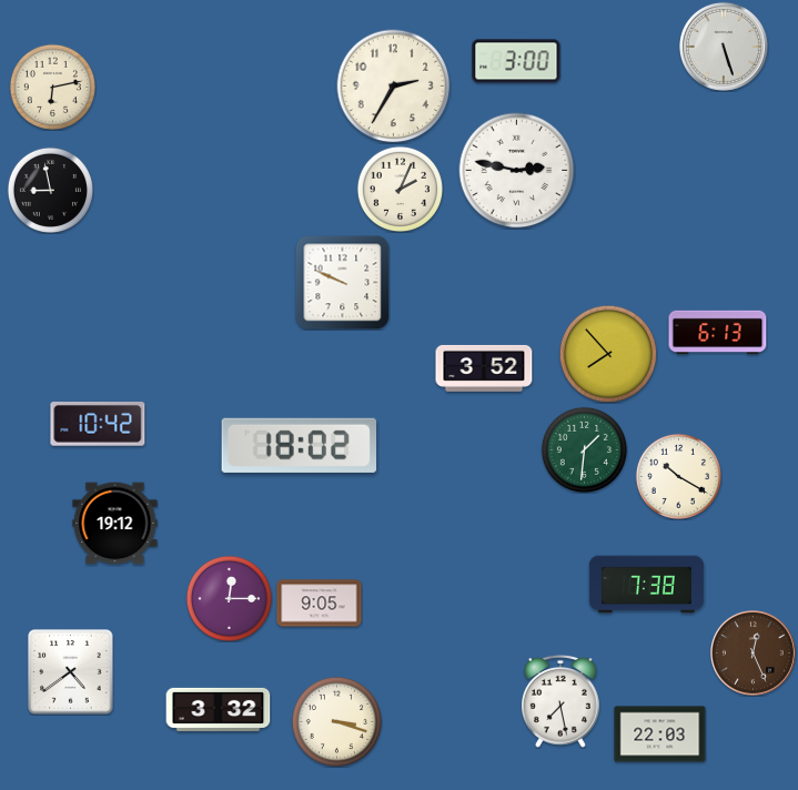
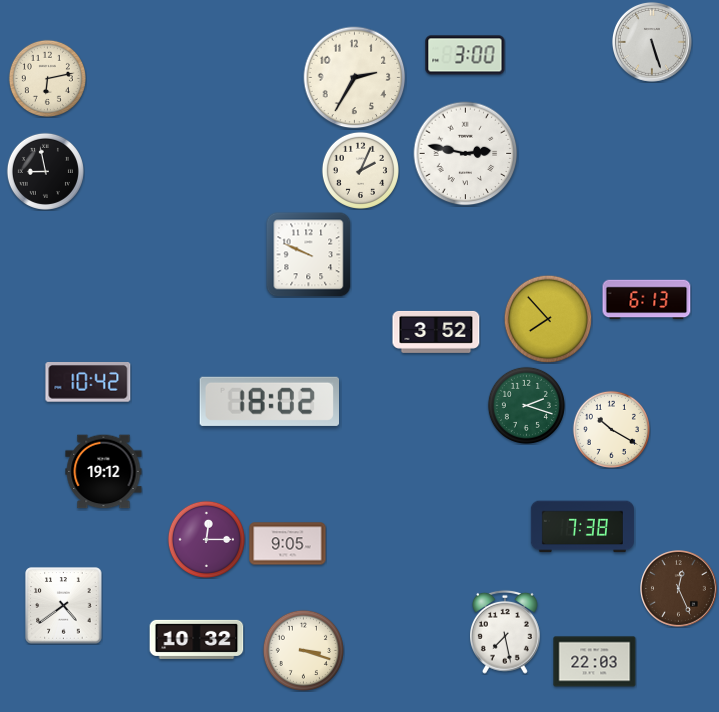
clock at (584, 449): 1:31 -> 2:18
clock at (219, 709): 3:32 -> 10:32
